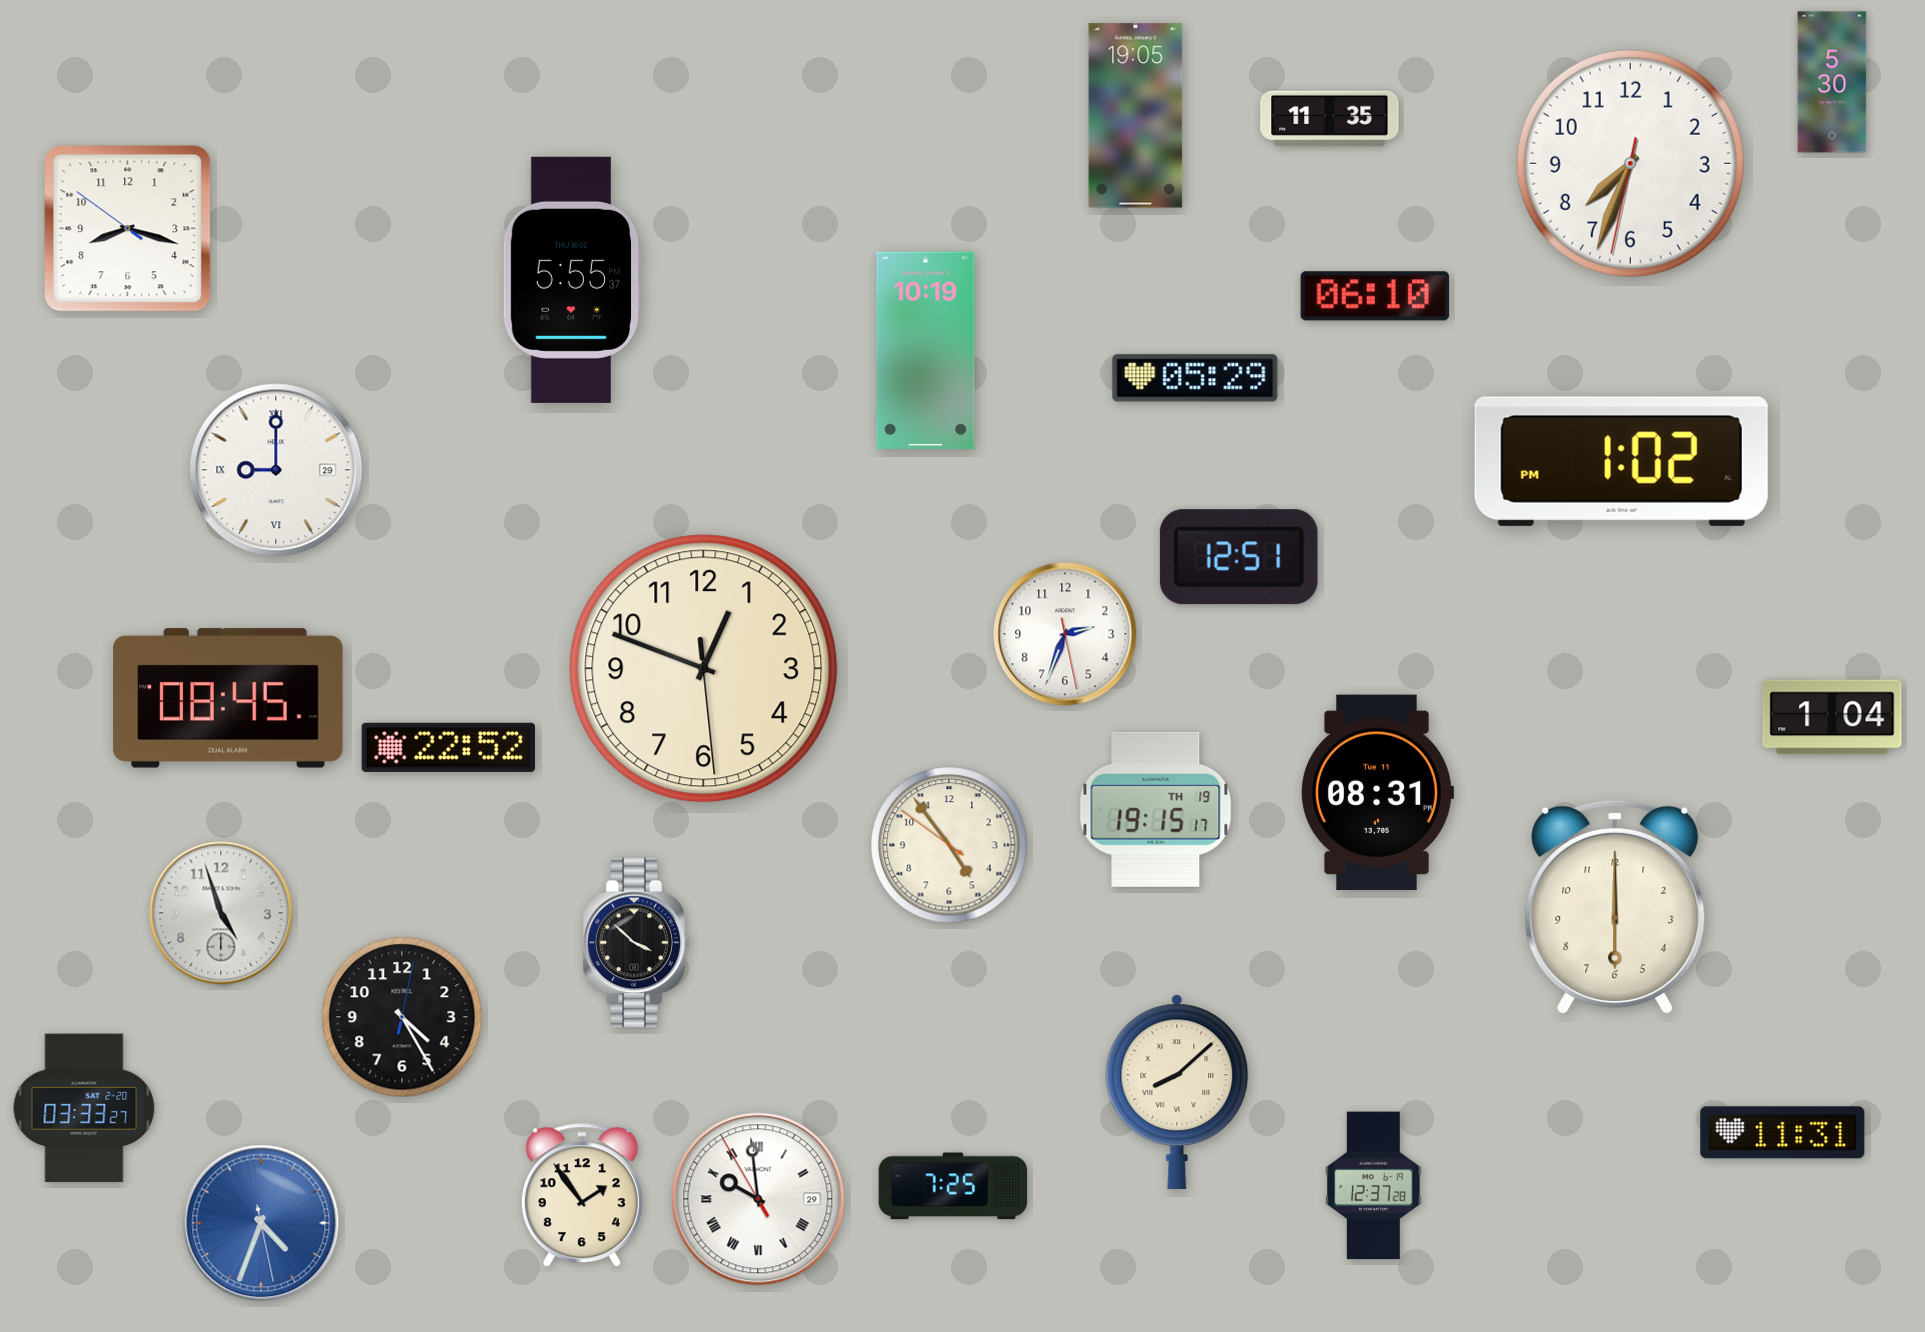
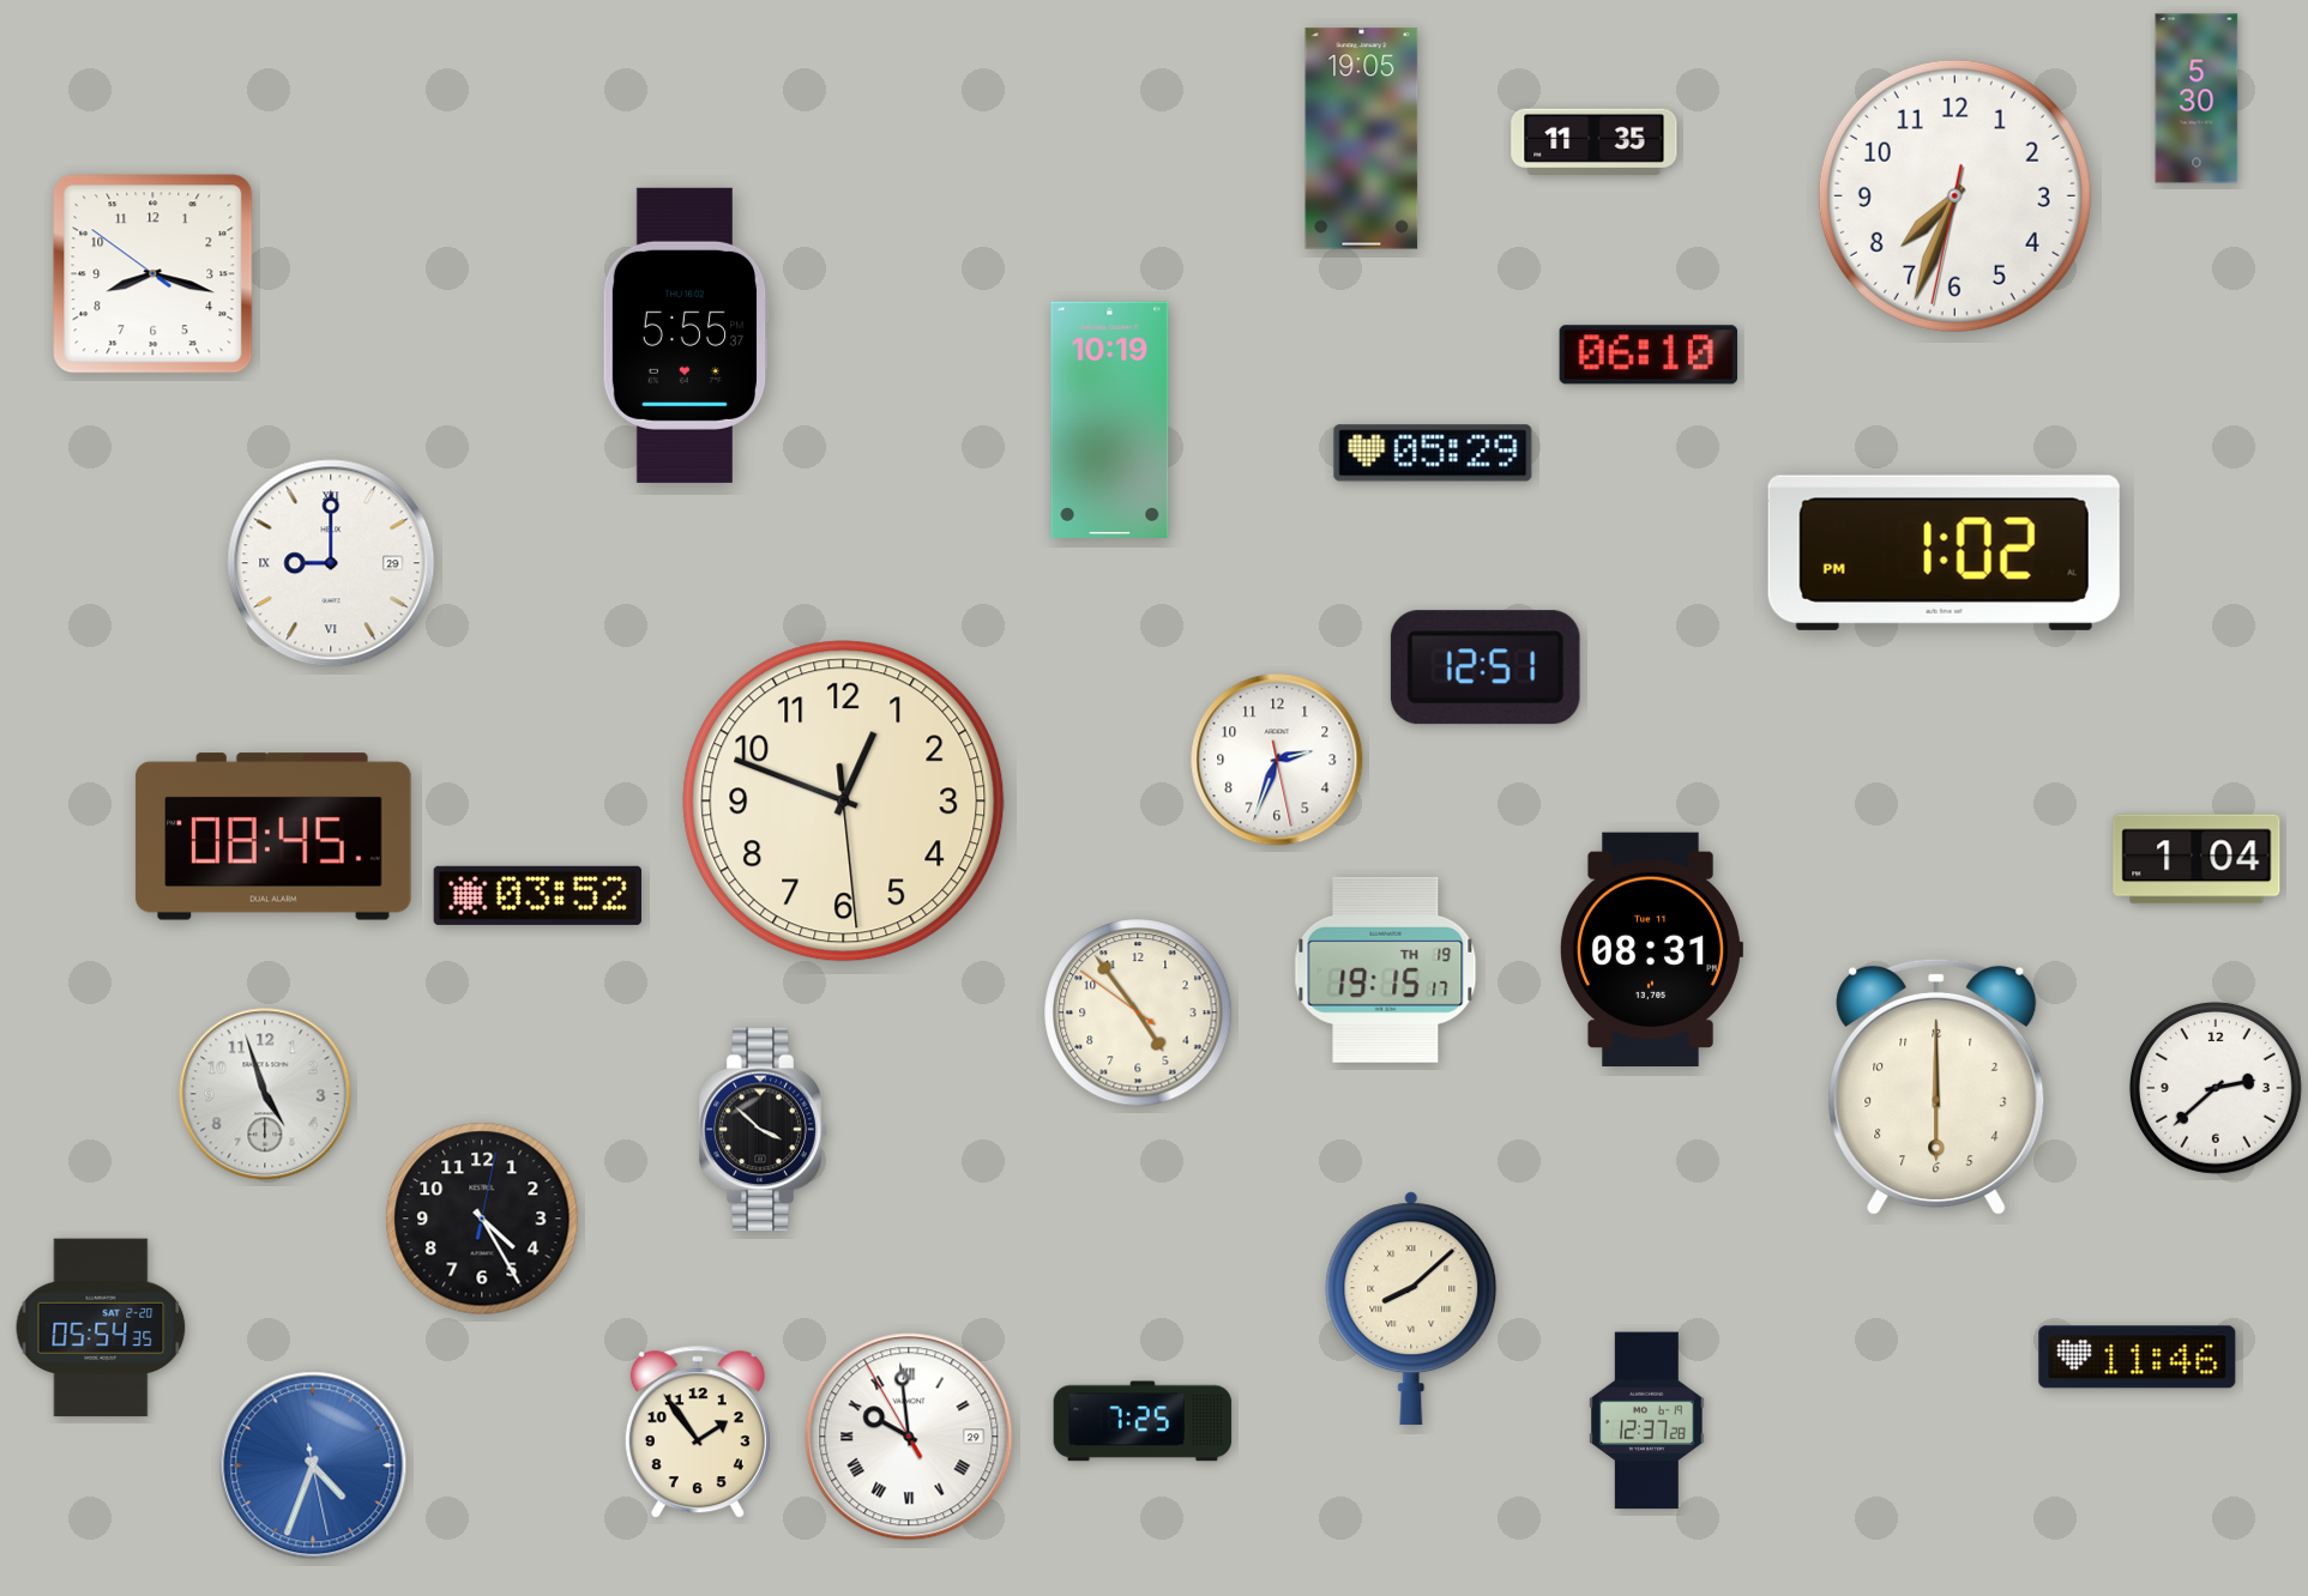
clock at (448, 747): 22:52 -> 03:52
clock at (2216, 1088): none -> 2:38
clock at (84, 1108): 03:33 -> 05:54
clock at (1783, 1133): 11:31 -> 11:46
